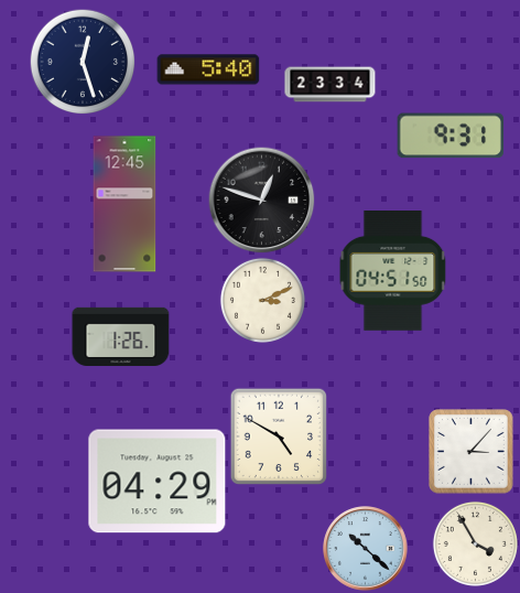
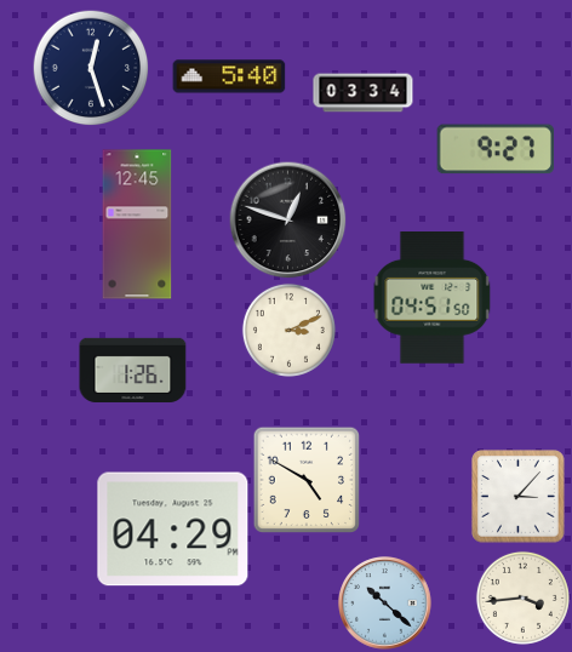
clock at (331, 85): 23:34 -> 03:34
clock at (449, 136): 9:31 -> 9:27
clock at (475, 543): 3:55 -> 3:44
clock at (366, 549) position: (366, 549) -> (385, 604)
